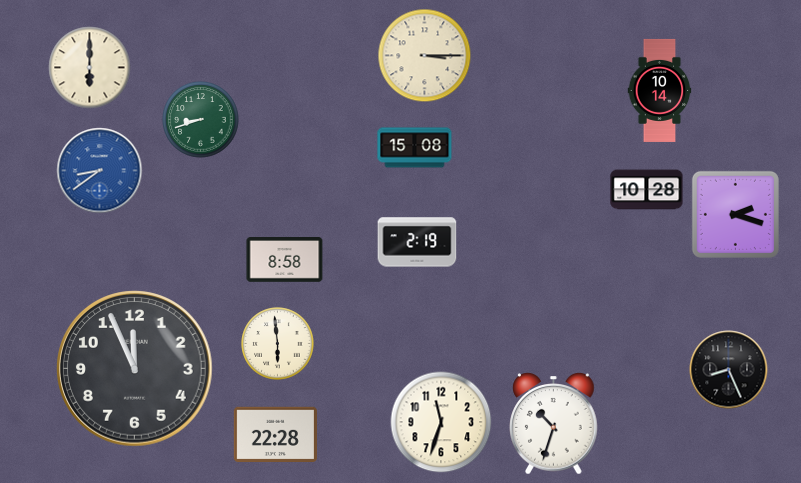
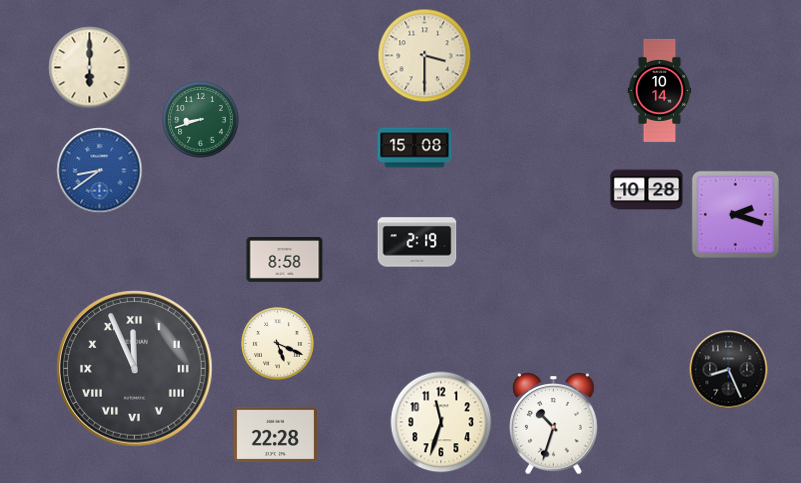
clock at (425, 56): 3:15 -> 3:30
clock at (278, 344): 5:59 -> 5:19
clock at (135, 369) numerals: Arabic -> Roman
